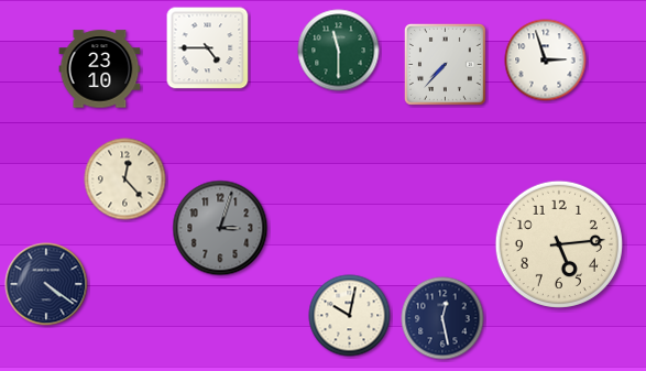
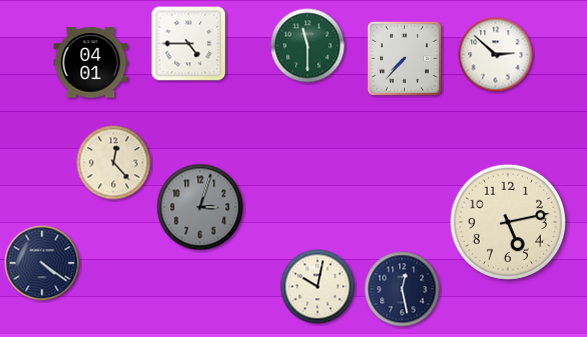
clock at (546, 61): 2:57 -> 2:52
clock at (100, 69): 23:10 -> 04:01
clock at (559, 244): 5:14 -> 5:13
clock at (46, 284) position: (46, 284) -> (42, 263)
